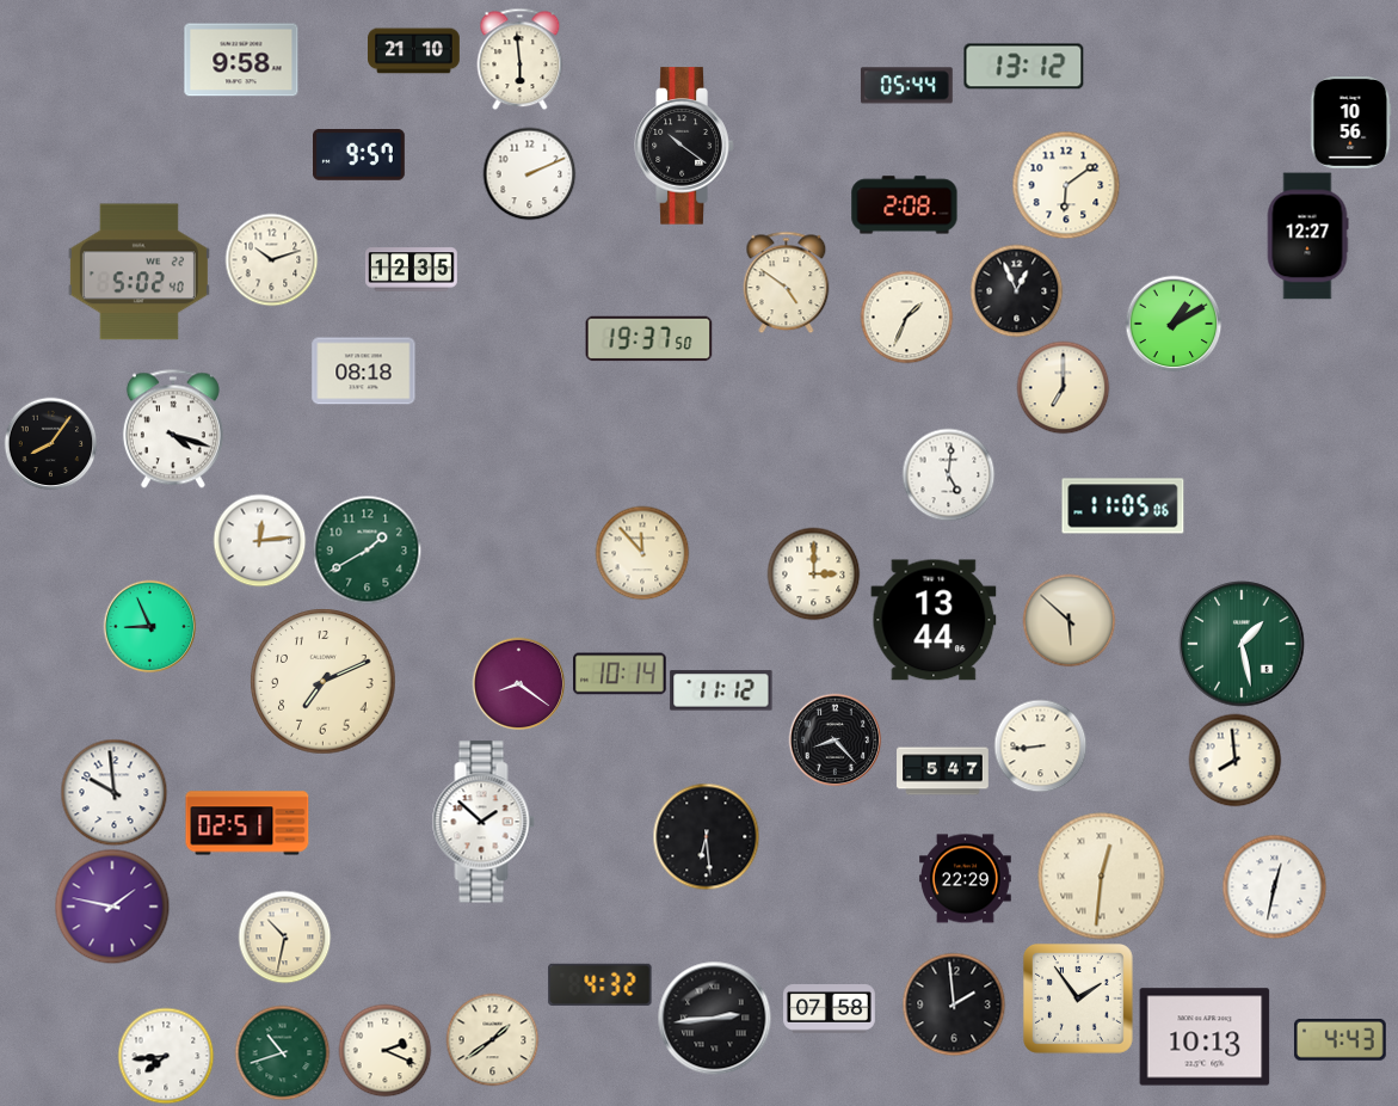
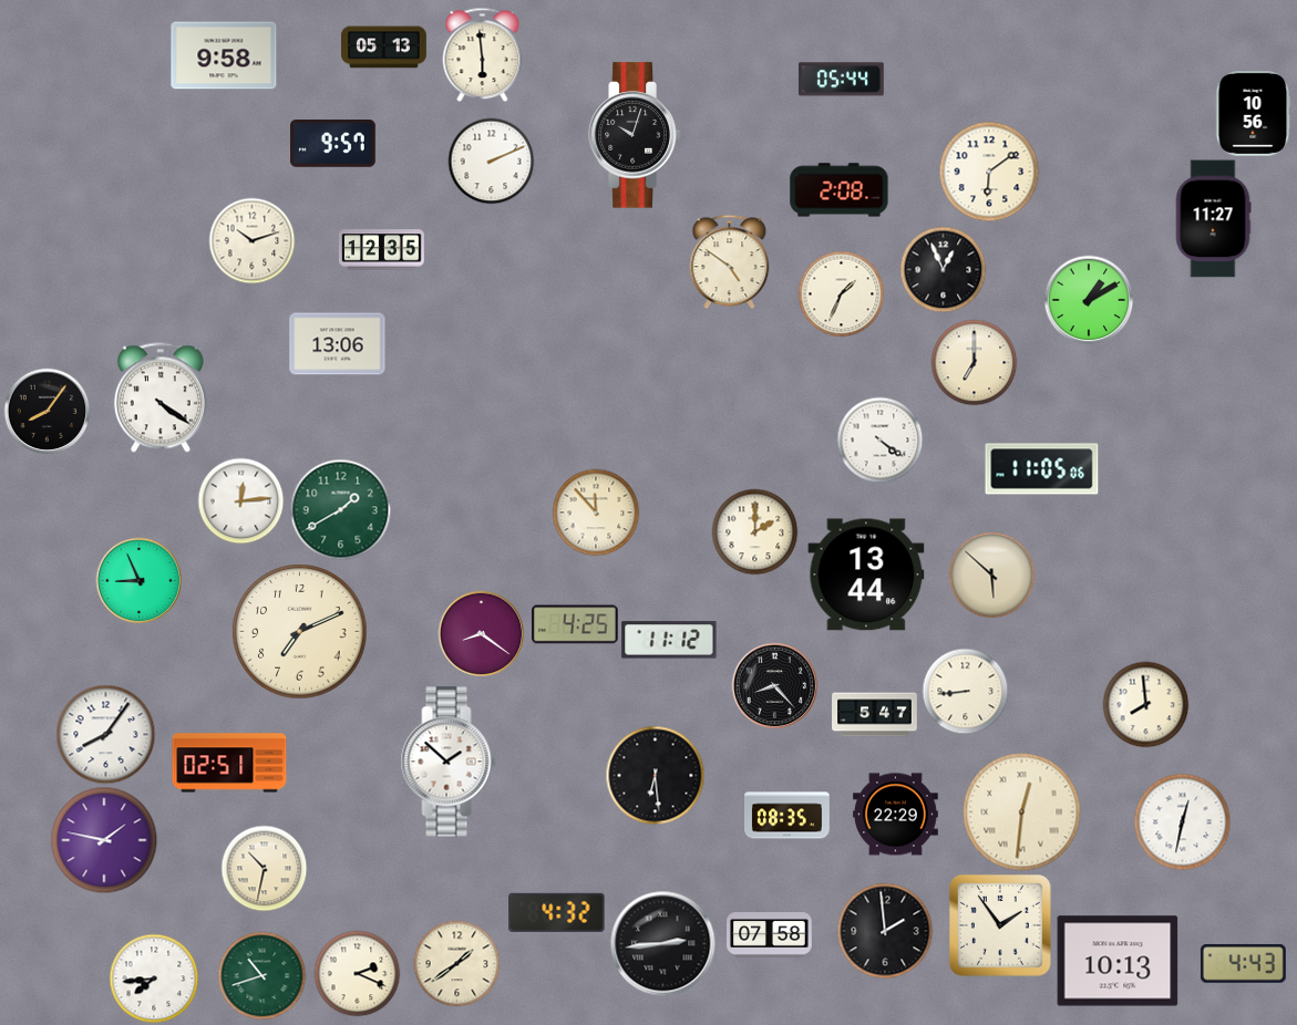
clock at (414, 51): 21:10 -> 05:13
clock at (1024, 67): 13:12 -> none
clock at (684, 146): 10:21 -> 10:03
clock at (1307, 236): 12:27 -> 11:27
clock at (138, 272): 5:02 -> none
clock at (649, 339): 19:37 -> none
clock at (364, 371): 08:18 -> 13:06
clock at (1063, 387) position: (1063, 387) -> (974, 362)
clock at (173, 429): 4:18 -> 4:21
clock at (948, 474): 5:01 -> 4:21
clock at (813, 573): 3:00 -> 2:00
clock at (1242, 644): 1:28 -> none
clock at (621, 674): 10:14 -> 4:25
clock at (113, 792): 9:59 -> 8:06
clock at (788, 816): none -> 08:35
